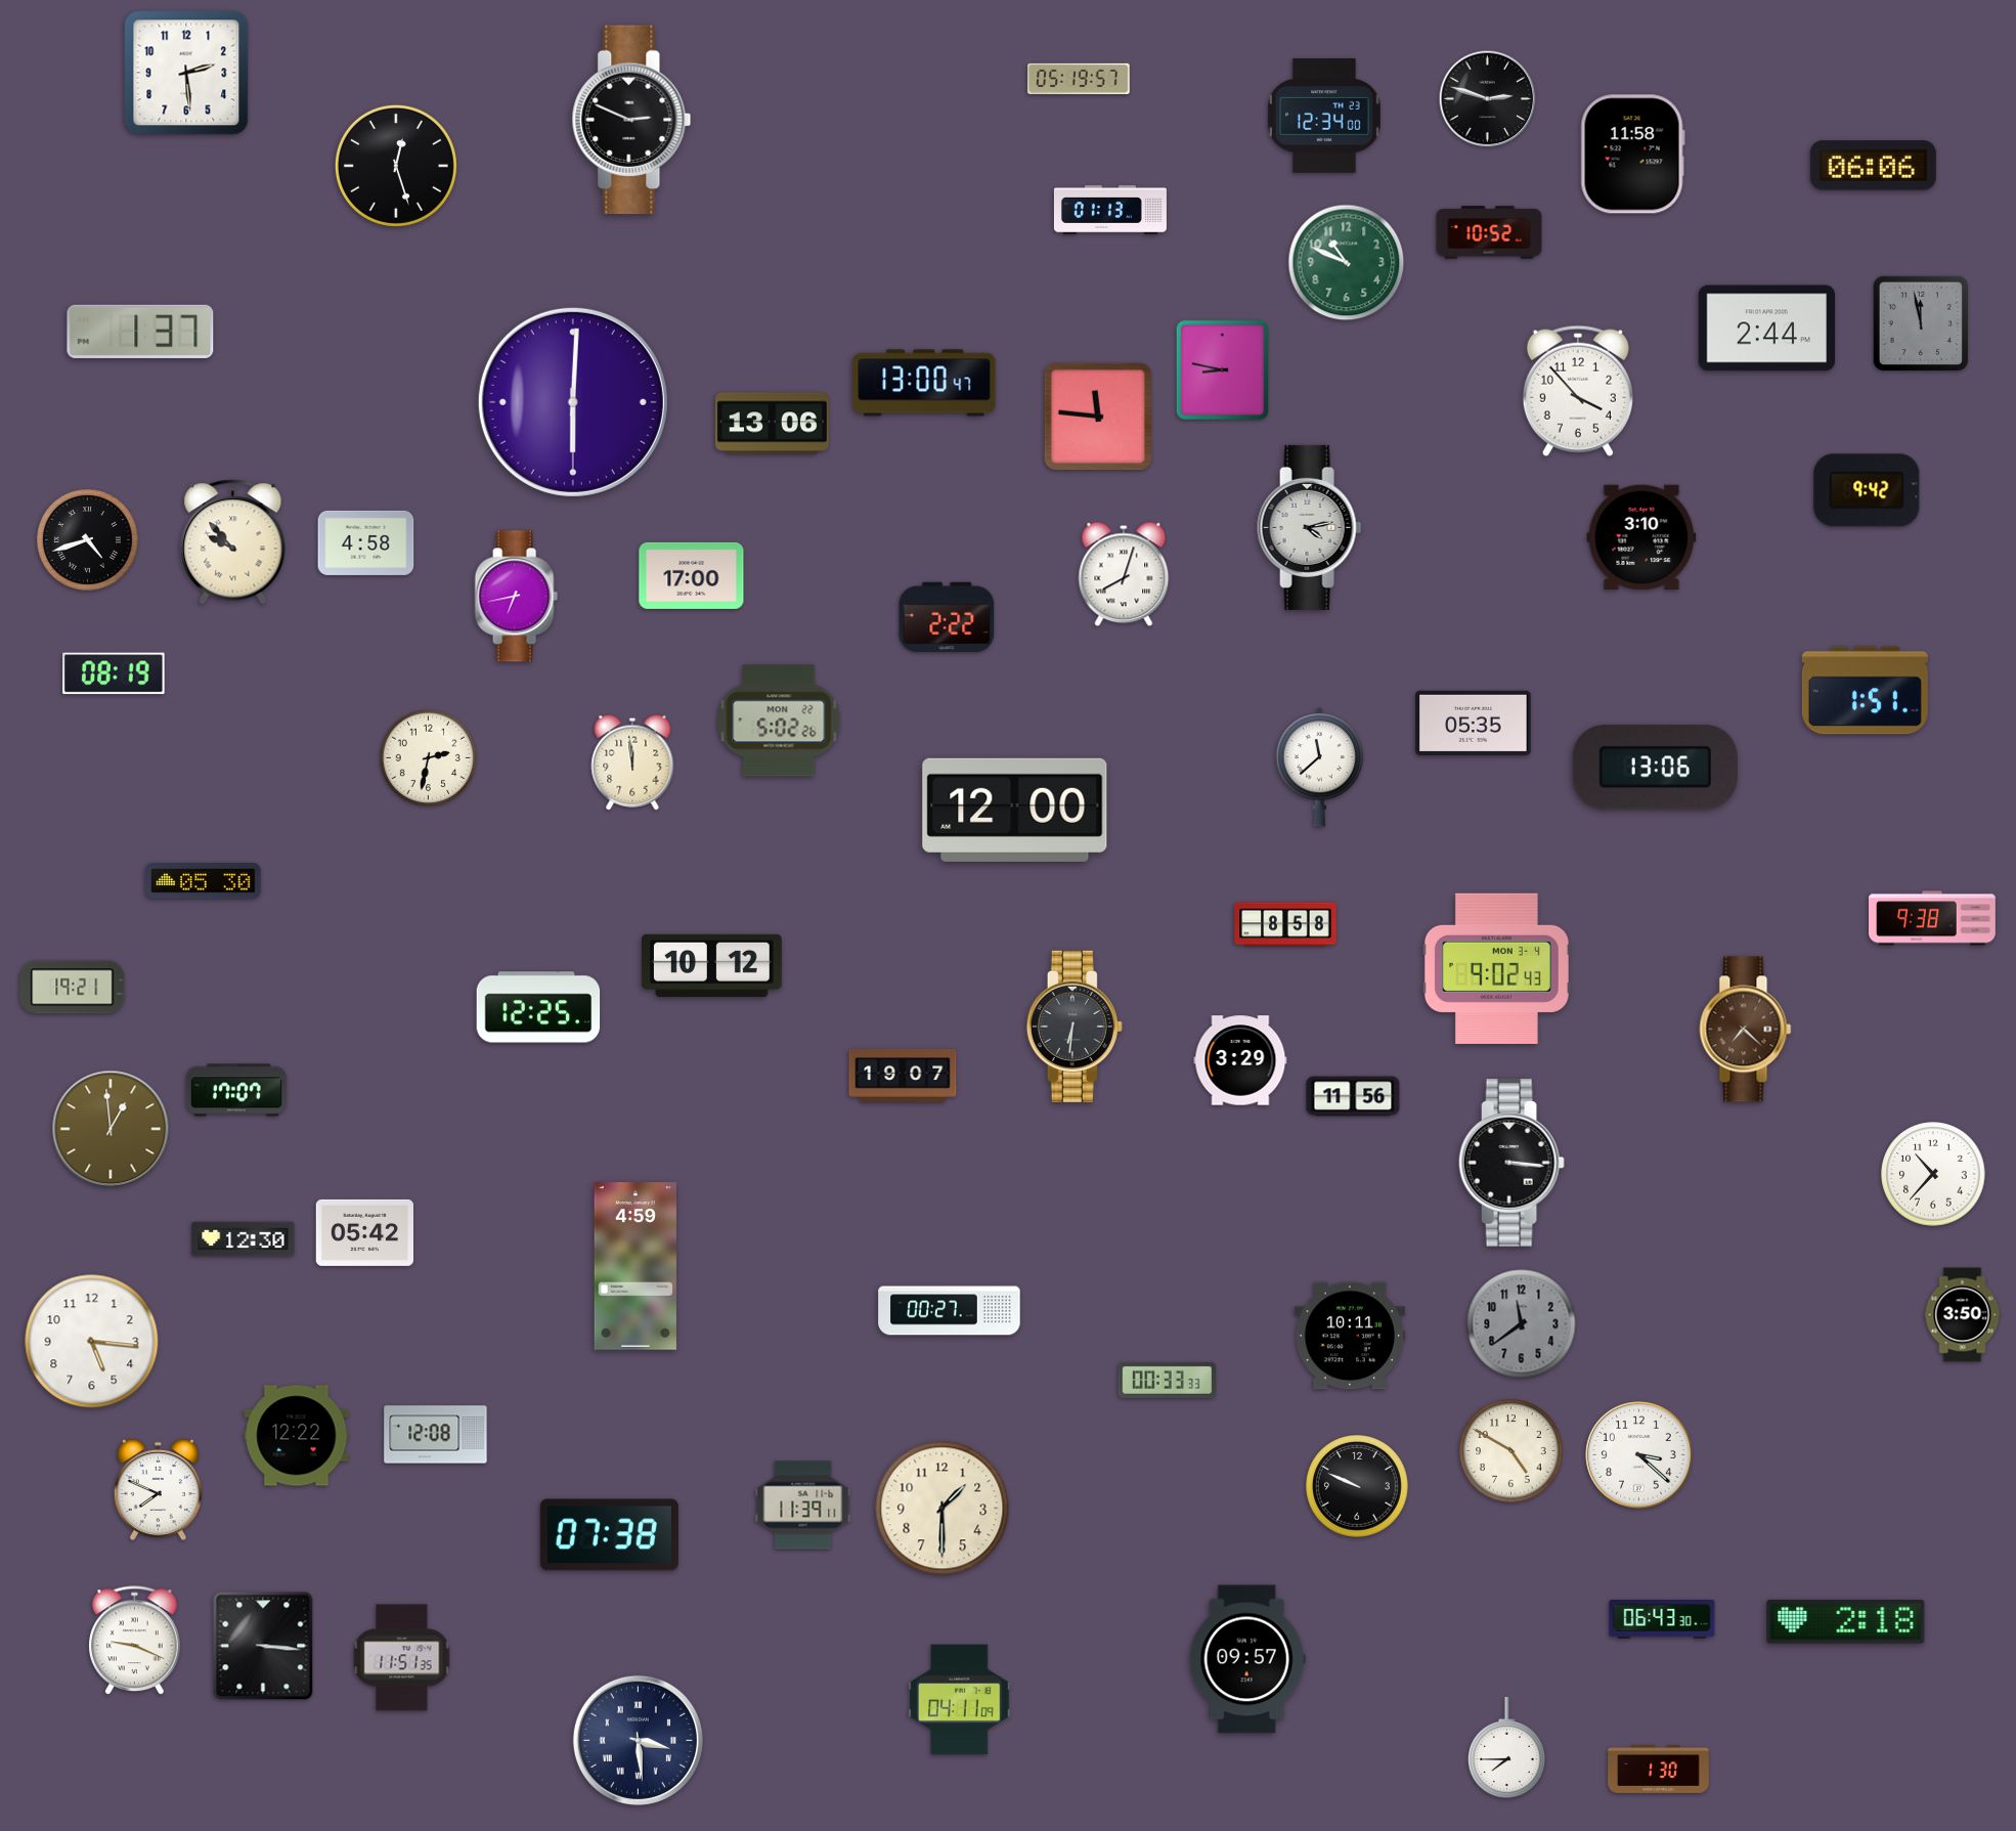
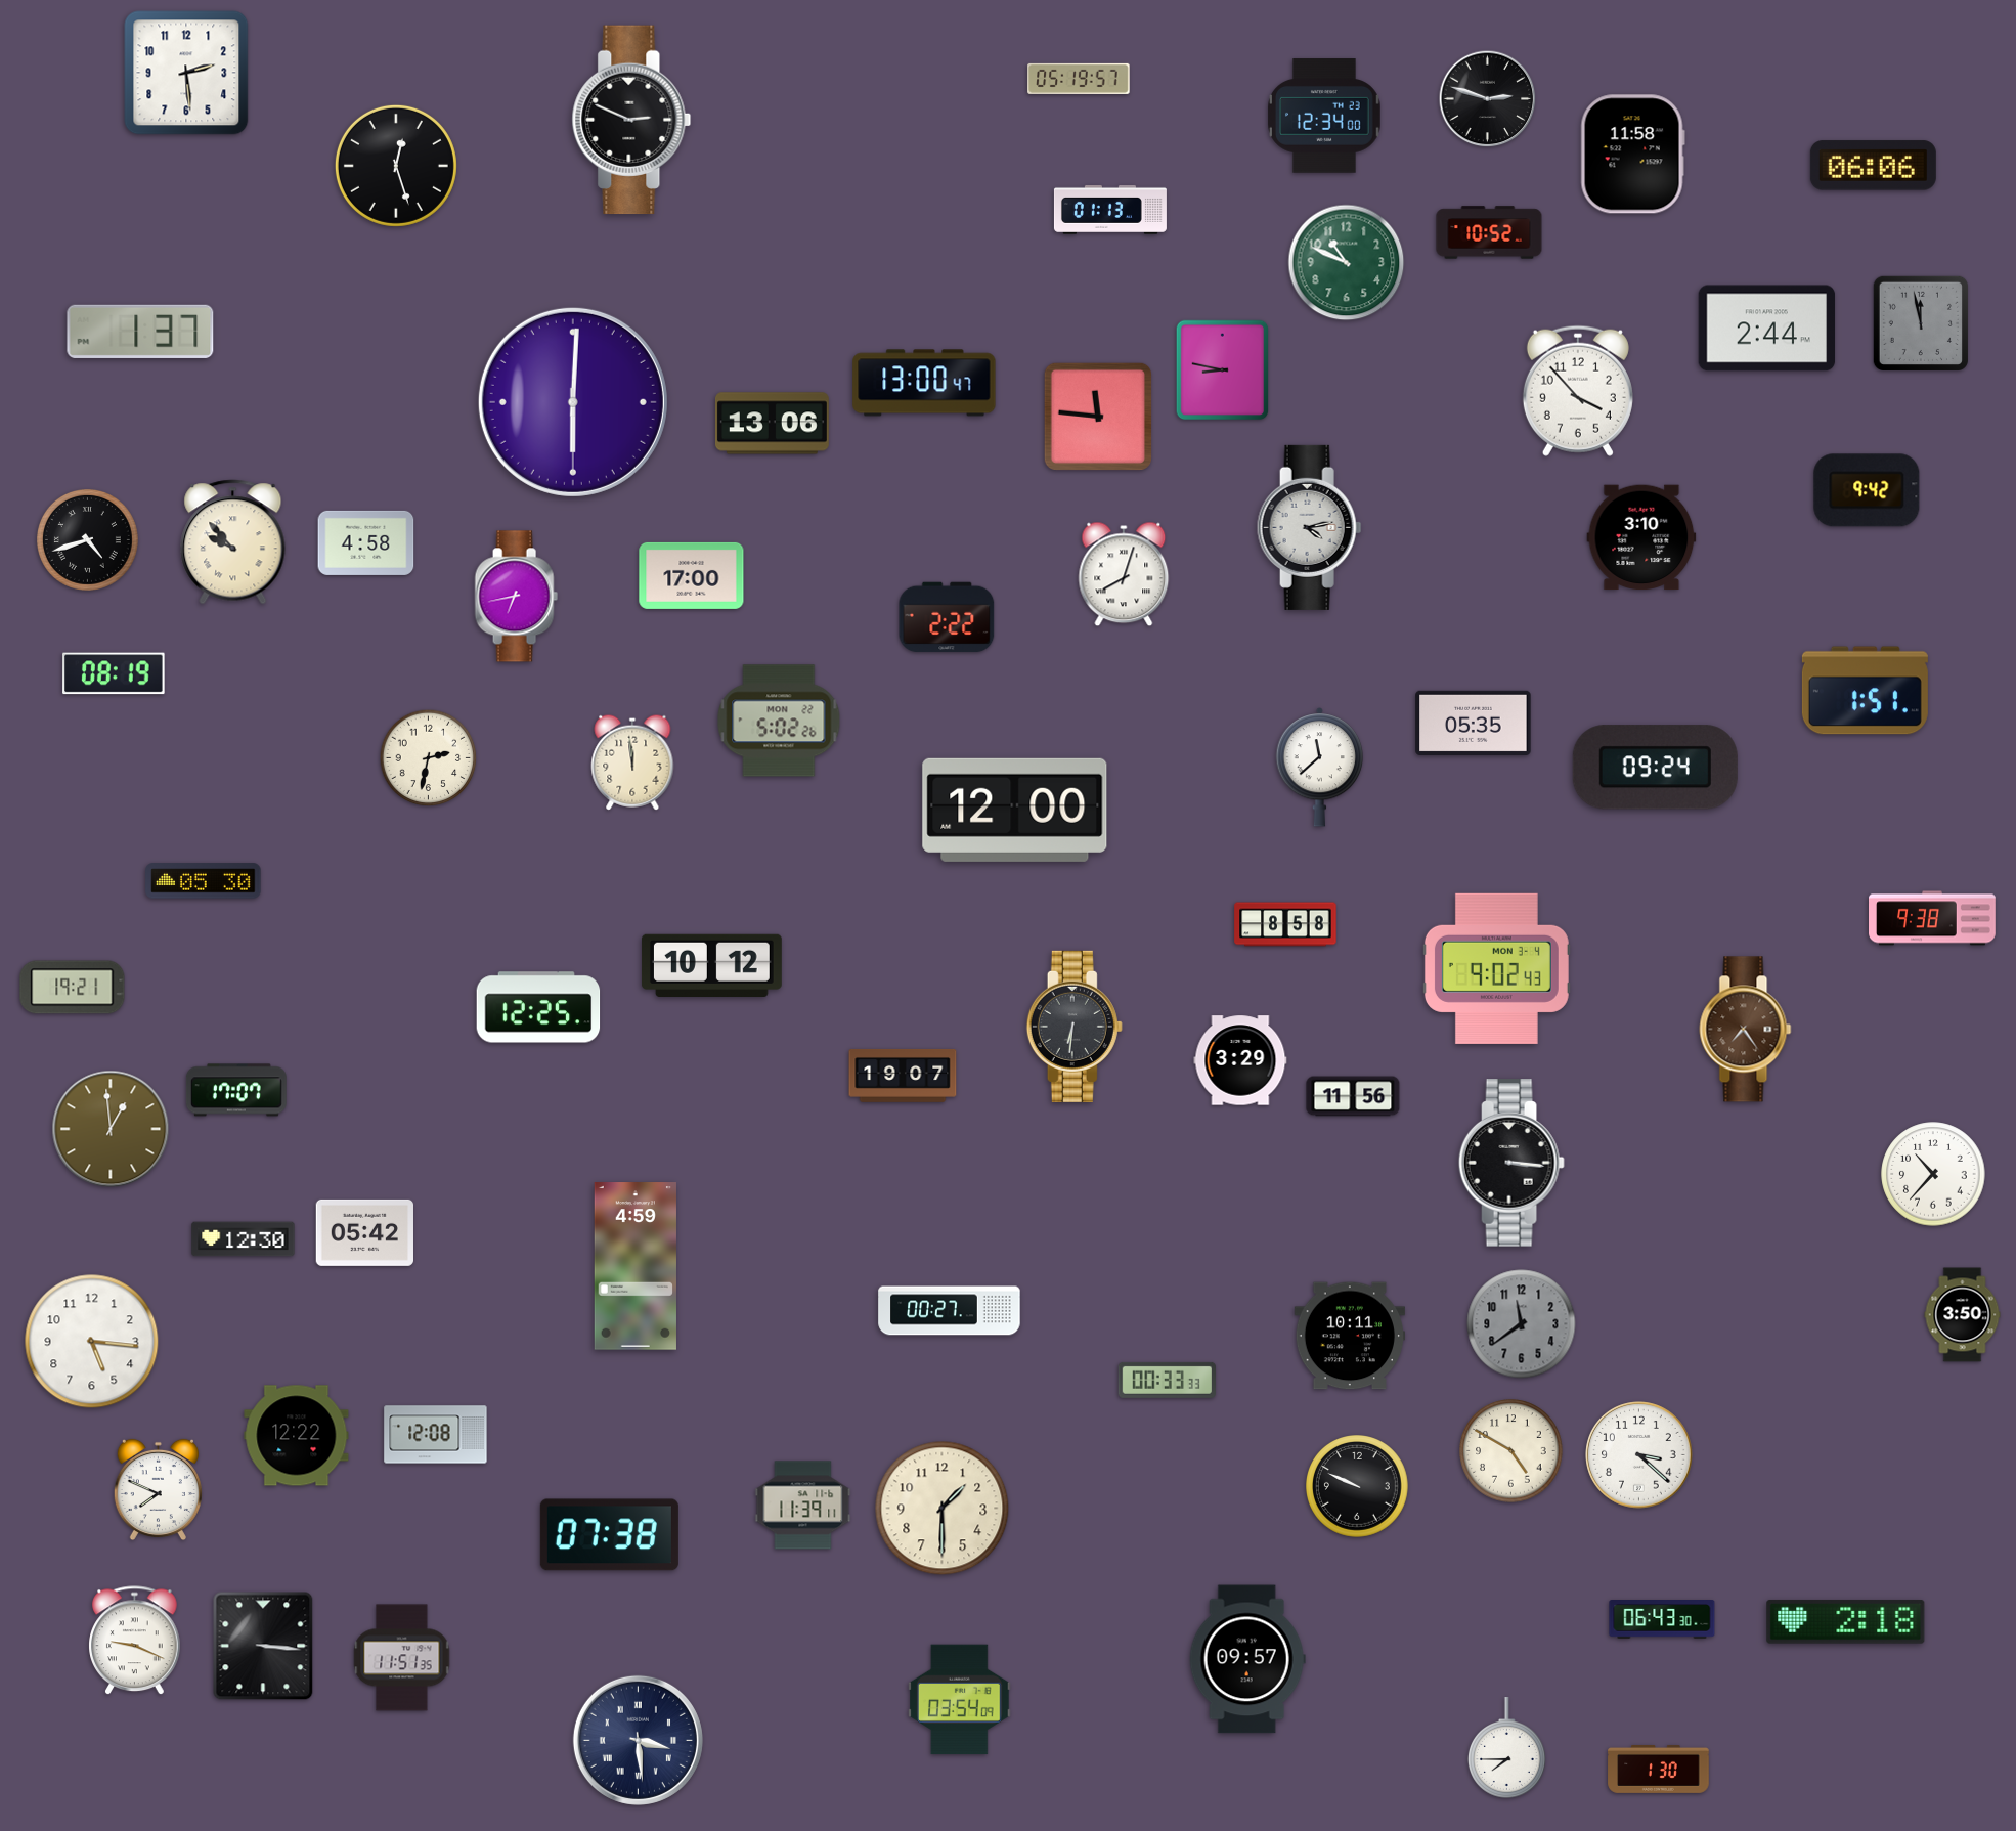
clock at (1655, 768): 13:06 -> 09:24
clock at (1746, 1030): 7:22 -> 7:24
clock at (960, 1700): 04:11 -> 03:54
